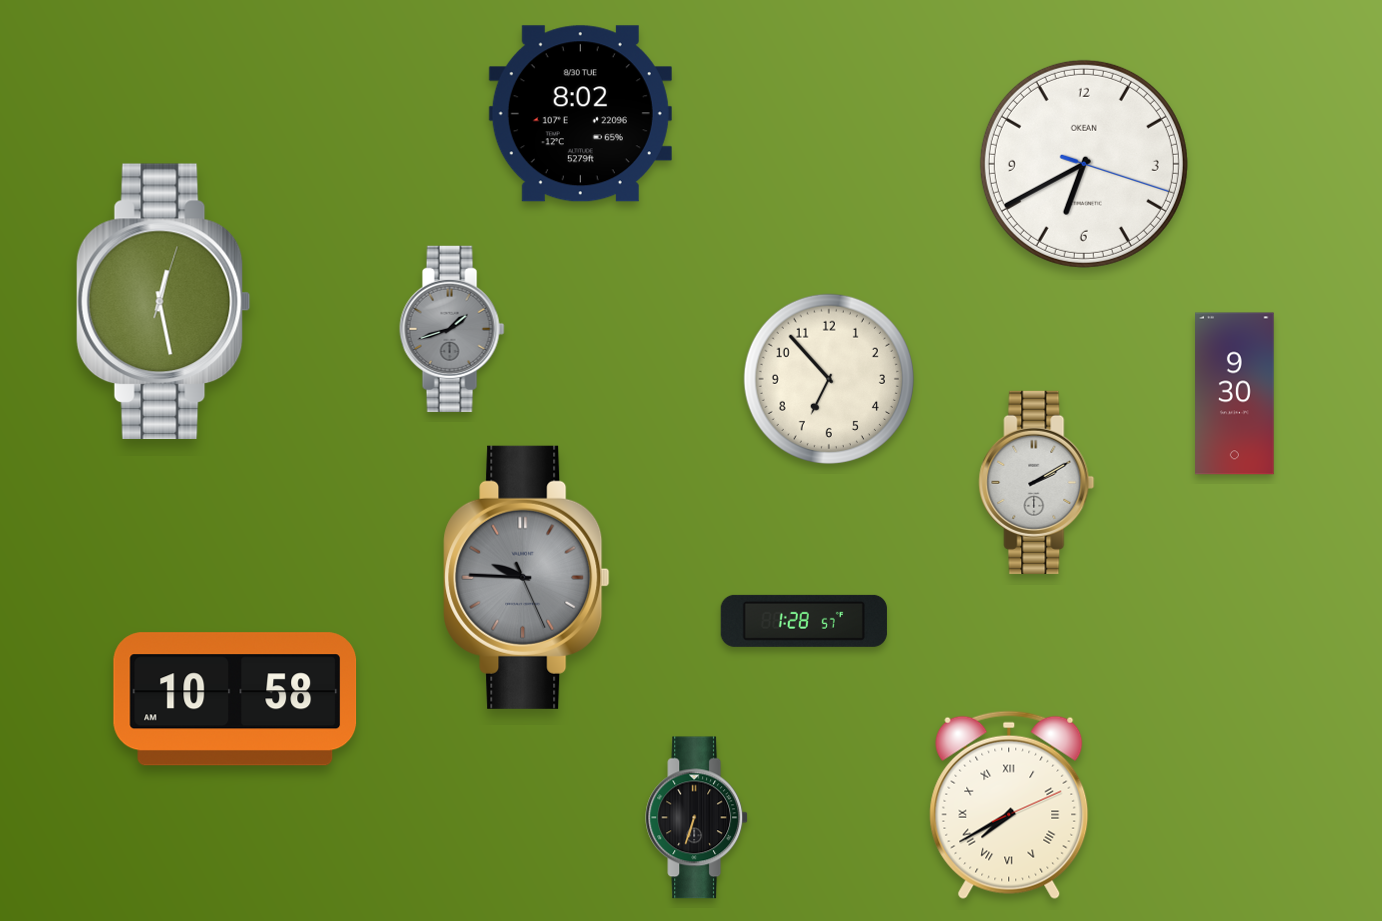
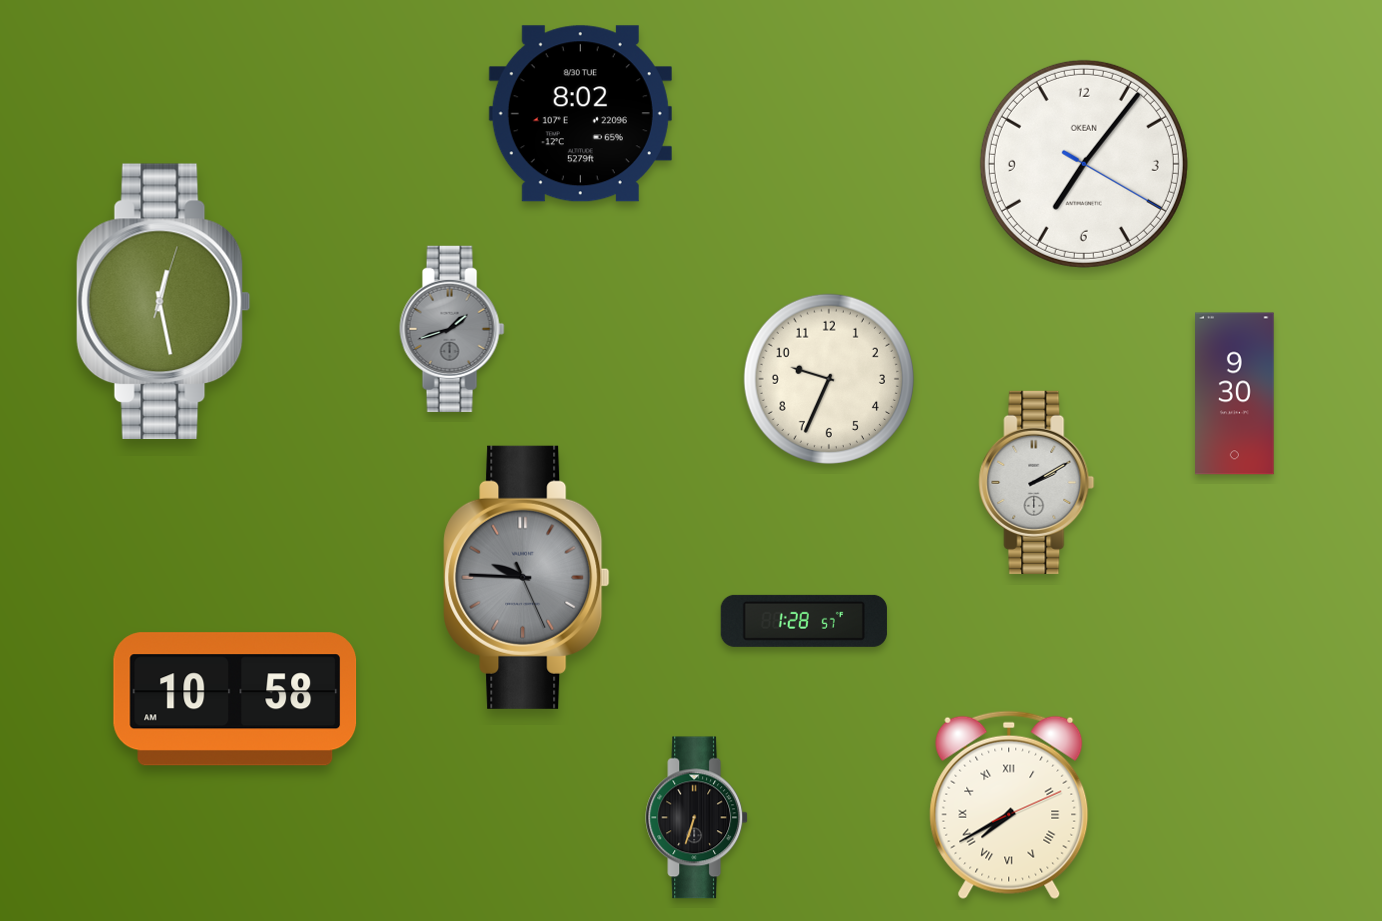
clock at (1084, 164): 6:40 -> 7:06
clock at (829, 378): 6:53 -> 9:34
